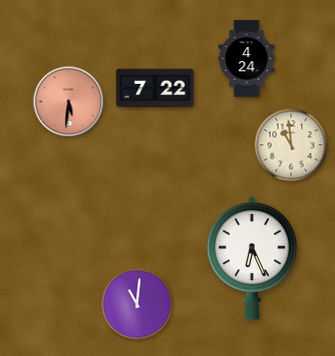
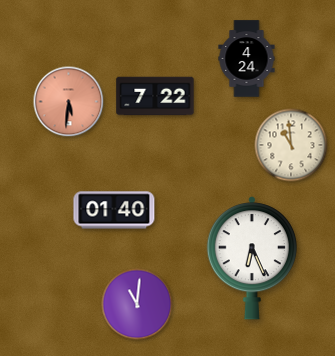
clock at (155, 88) position: (155, 88) -> (155, 96)
clock at (114, 210): none -> 01:40
